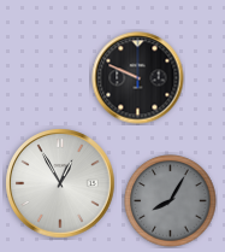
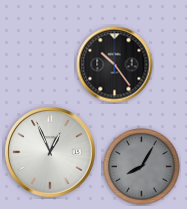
clock at (138, 78): 9:49 -> 10:24
clock at (60, 183): 12:55 -> 12:56
